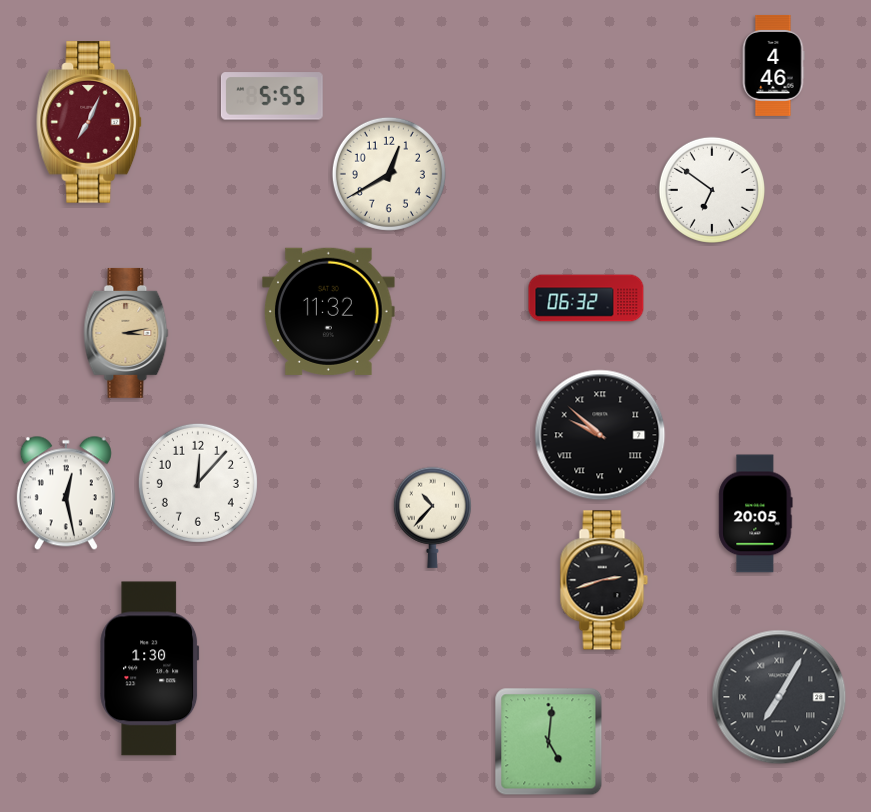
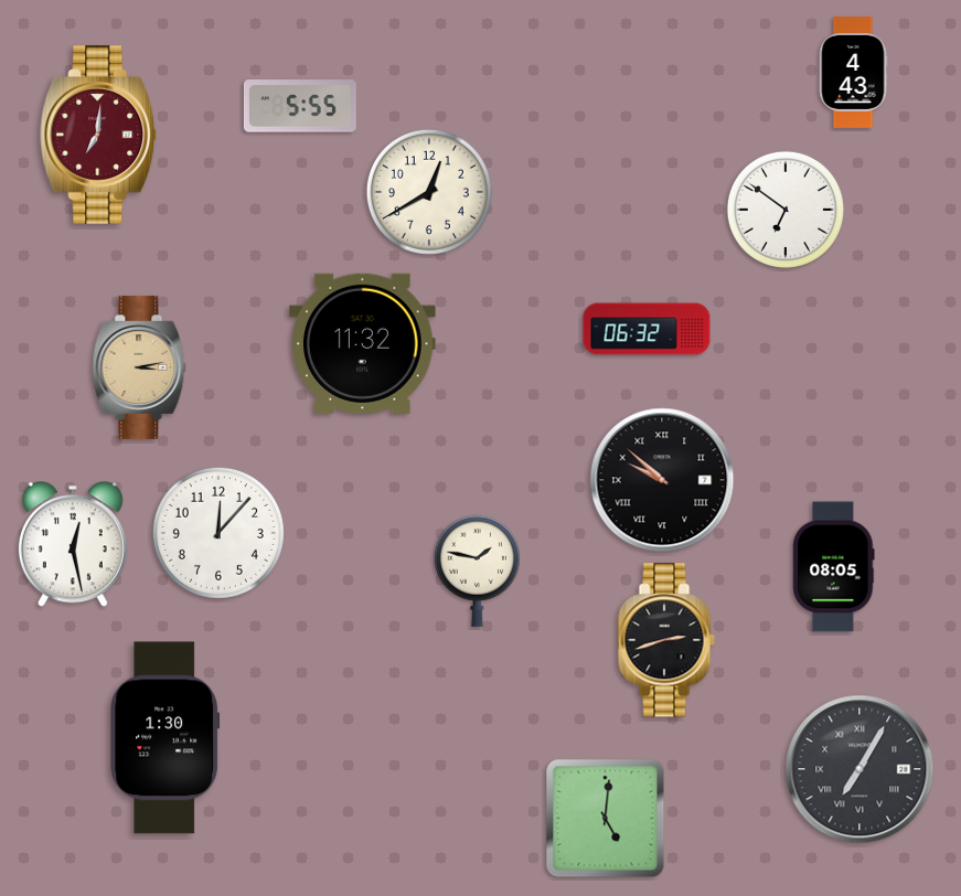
clock at (773, 65): 4:46 -> 4:43
clock at (90, 122): 7:04 -> 7:01
clock at (756, 514): 20:05 -> 08:05
clock at (432, 517): 10:37 -> 1:47
